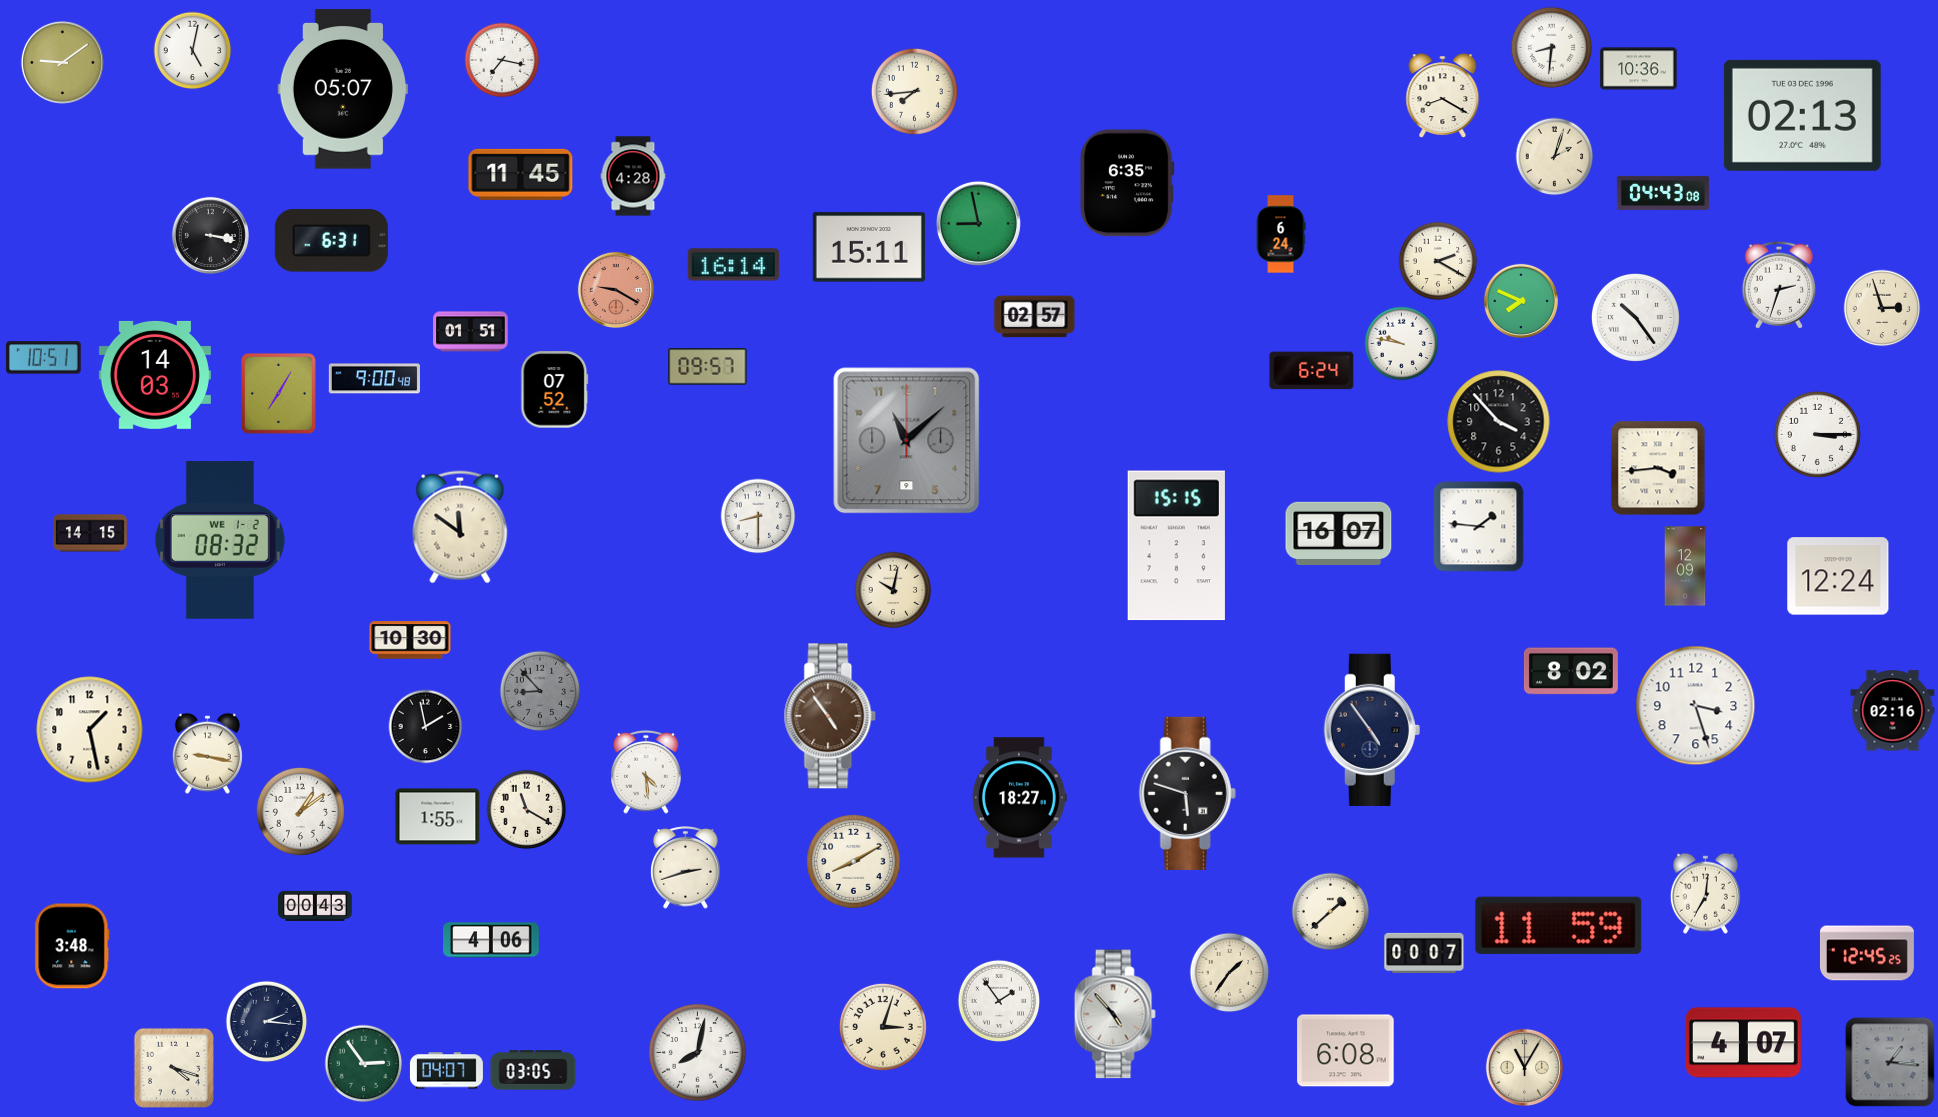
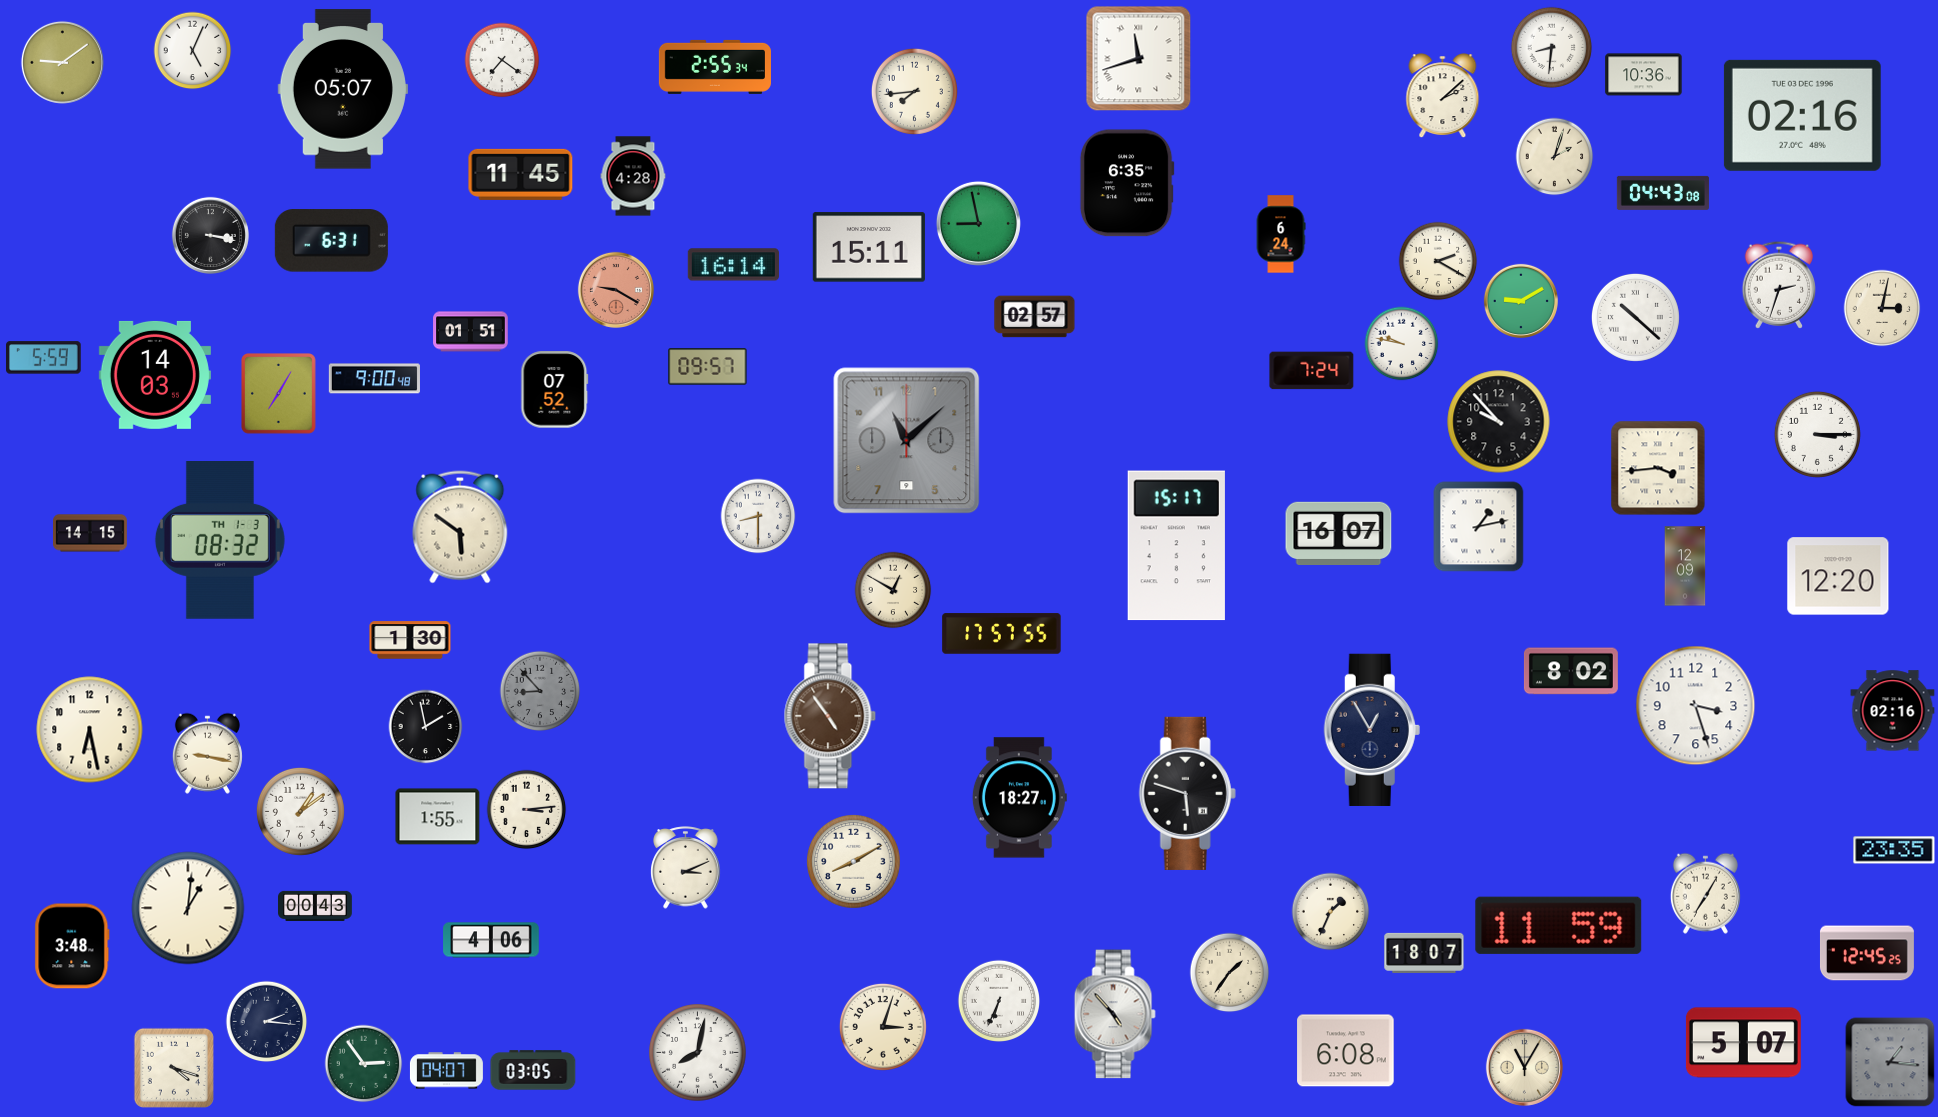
clock at (193, 51): 5:02 -> 5:04
clock at (1139, 59): none -> 11:42
clock at (502, 60): 7:17 -> 7:21
clock at (715, 67): none -> 2:55
clock at (1639, 69) position: (1639, 69) -> (1644, 75)
clock at (1443, 95): 8:20 -> 2:08
clock at (1802, 115): 02:13 -> 02:16
clock at (1521, 301): 7:49 -> 9:10
clock at (1882, 308): 2:57 -> 3:02
clock at (1635, 317): 10:24 -> 10:22
clock at (44, 358): 10:51 -> 5:59
clock at (1312, 371): 6:24 -> 7:24
clock at (1499, 422): 3:53 -> 9:53
clock at (460, 527): 11:51 -> 5:51
clock at (1479, 527): 1:46 -> 1:13
clock at (220, 541) date: WE 1-2 -> TH 1-3
clock at (1176, 546): 15:15 -> 15:17
clock at (1838, 576): 12:24 -> 12:20
clock at (893, 590): 10:02 -> 12:50
clock at (1002, 634): none -> 17:57
clock at (410, 640): 10:30 -> 1:30
clock at (90, 730): 1:28 -> 6:28
clock at (1372, 730): 4:54 -> 12:55
clock at (647, 772): 4:29 -> none
clock at (527, 810): 11:20 -> 3:14
clock at (1894, 850): none -> 23:35
clock at (686, 868): 2:42 -> 3:11
clock at (1705, 893): 7:01 -> 7:05
clock at (188, 908): none -> 1:01
clock at (1331, 912): 1:38 -> 1:34
clock at (1424, 953): 00:07 -> 18:07
clock at (998, 1000): 1:54 -> 6:34
clock at (1743, 1043): 4:07 -> 5:07
